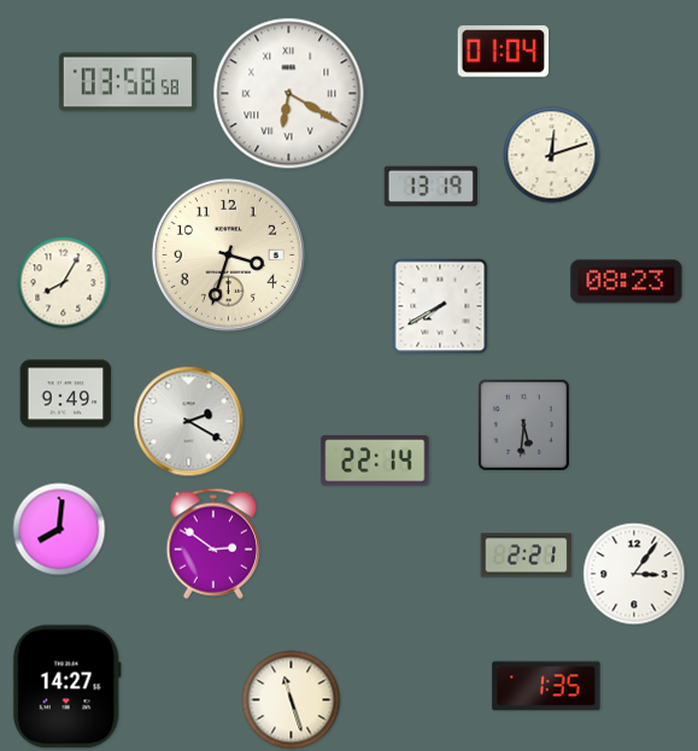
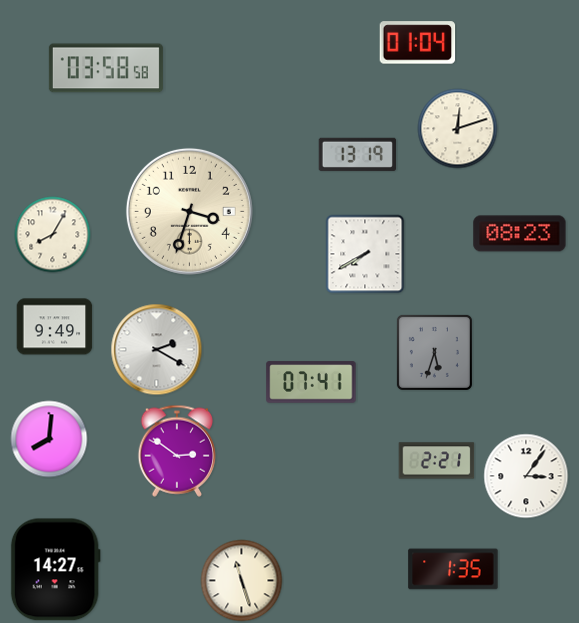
clock at (289, 94): 6:20 -> none
clock at (523, 424): 5:31 -> 5:33
clock at (375, 460): 22:14 -> 07:41
